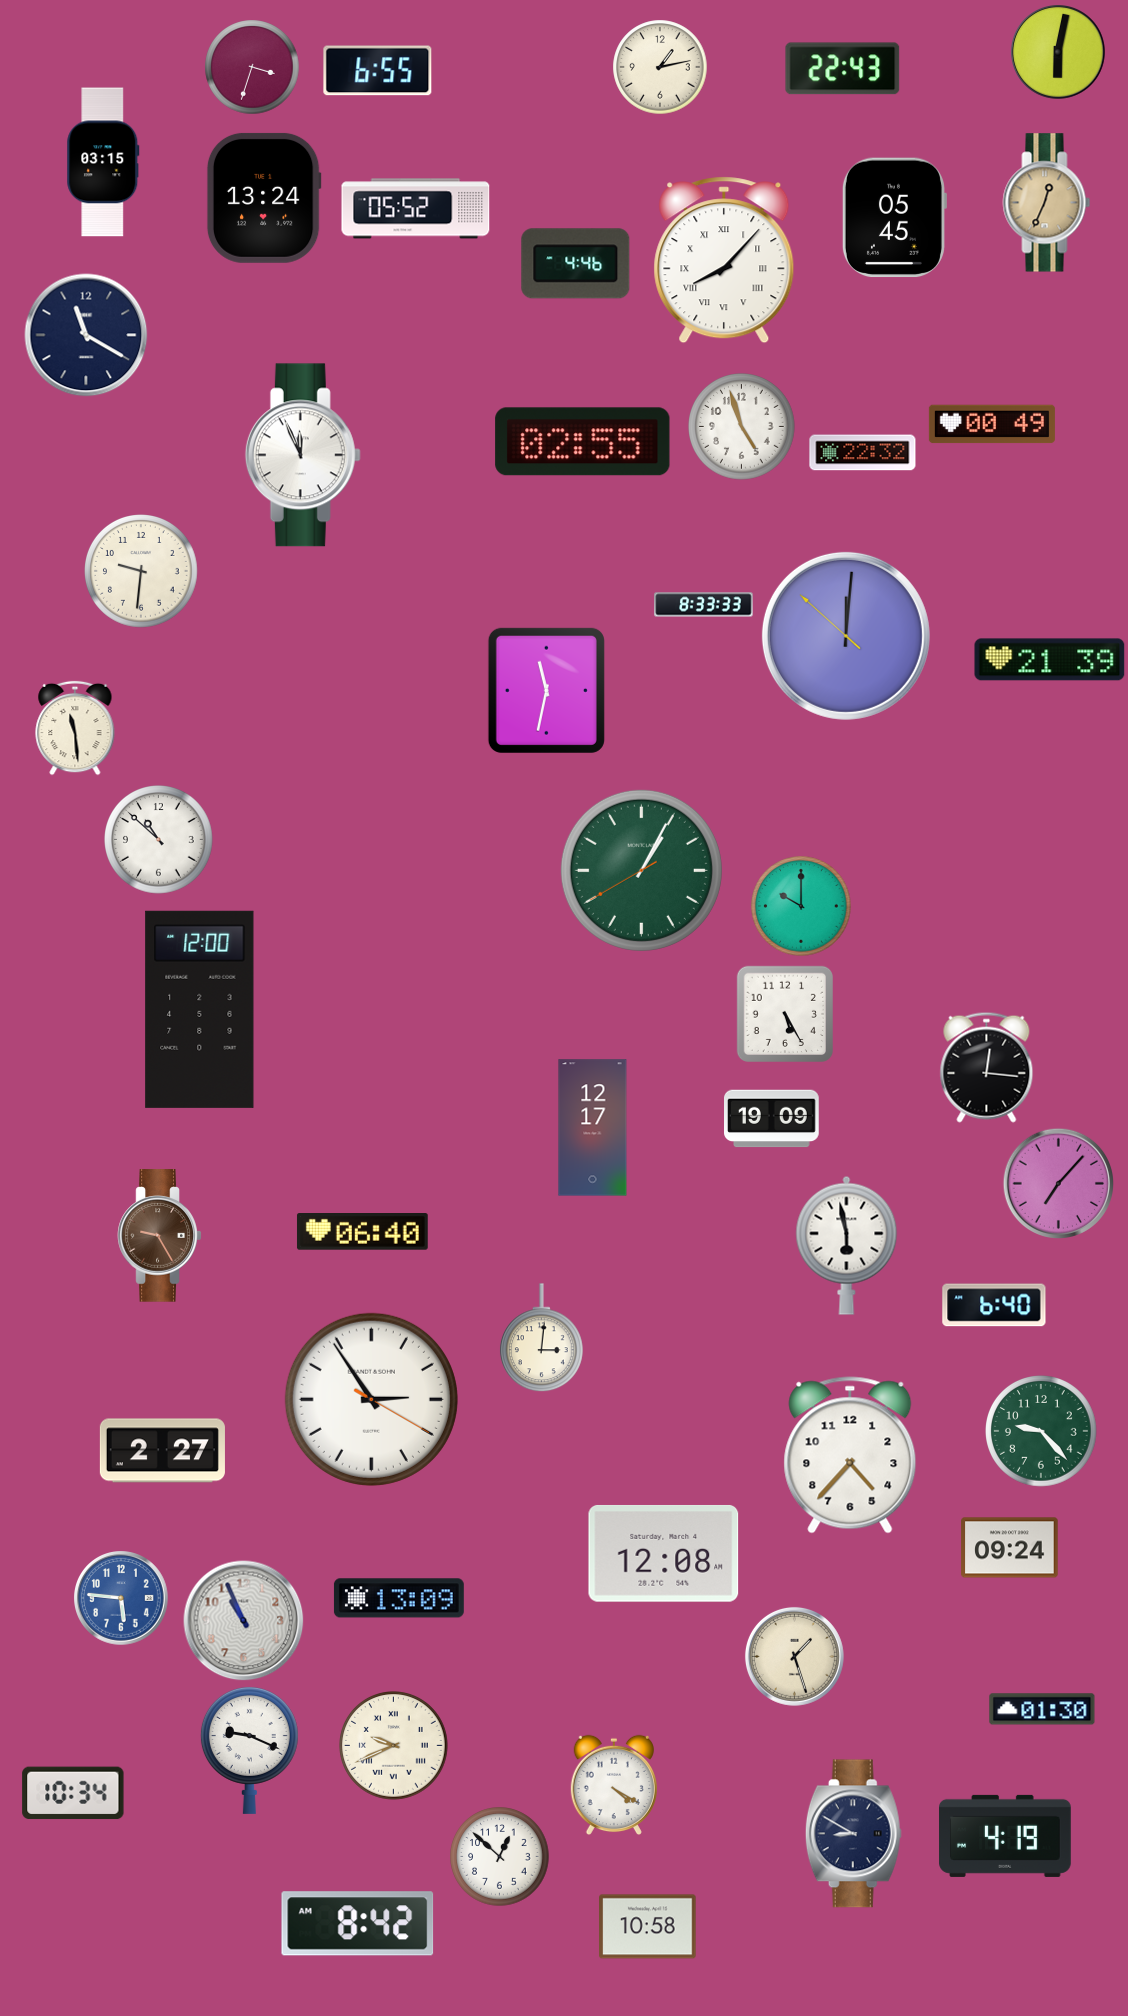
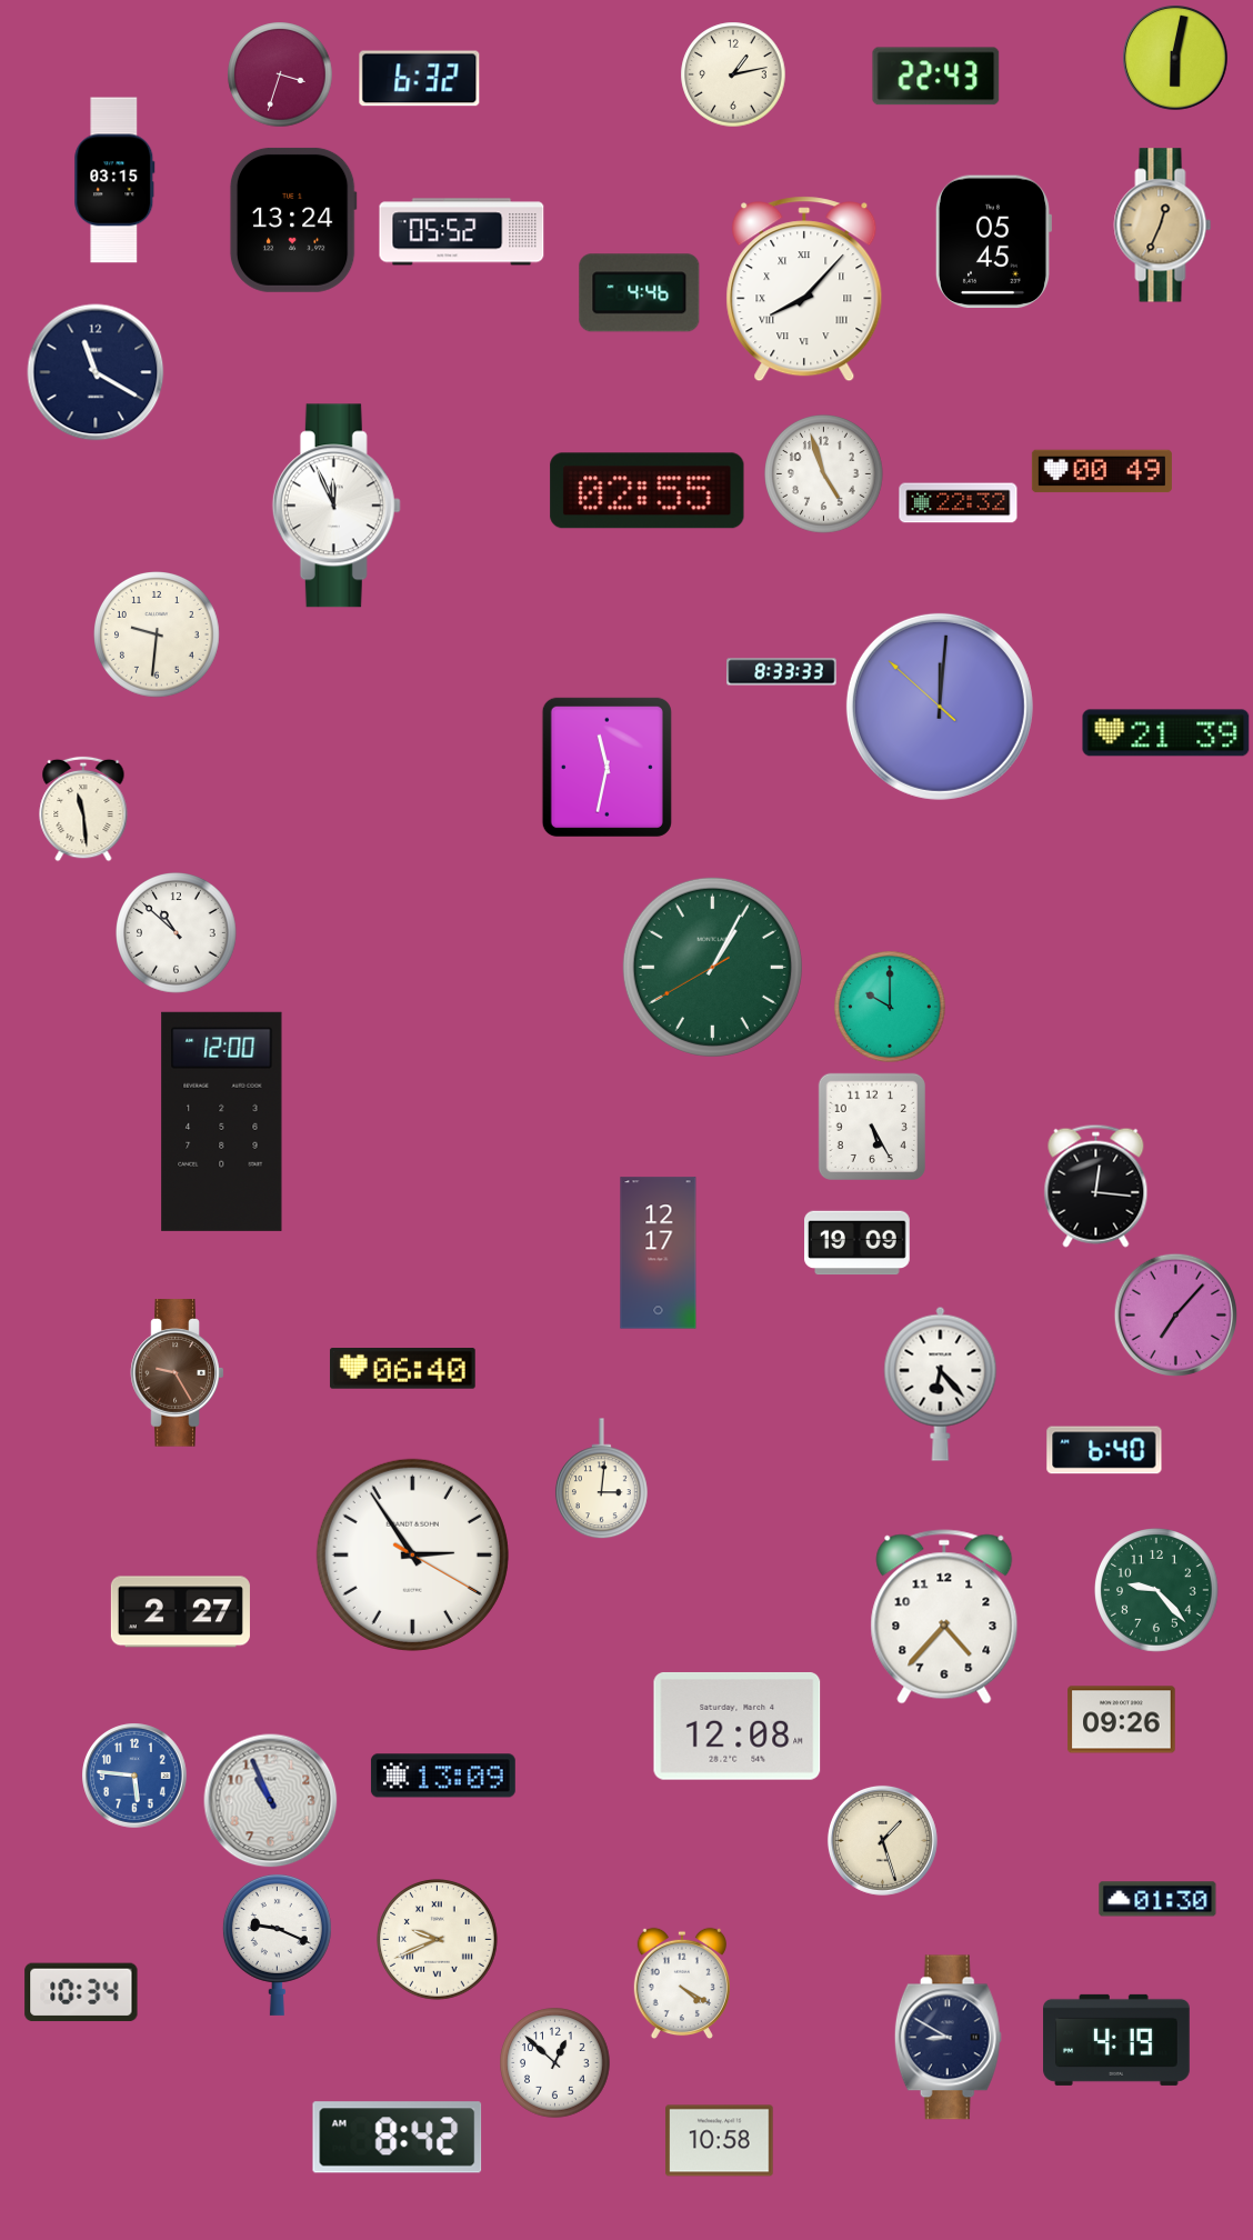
clock at (378, 71): 6:55 -> 6:32
clock at (847, 1245): 5:58 -> 6:23
clock at (542, 1338) position: (542, 1338) -> (602, 1479)
clock at (1010, 1548): 09:24 -> 09:26
